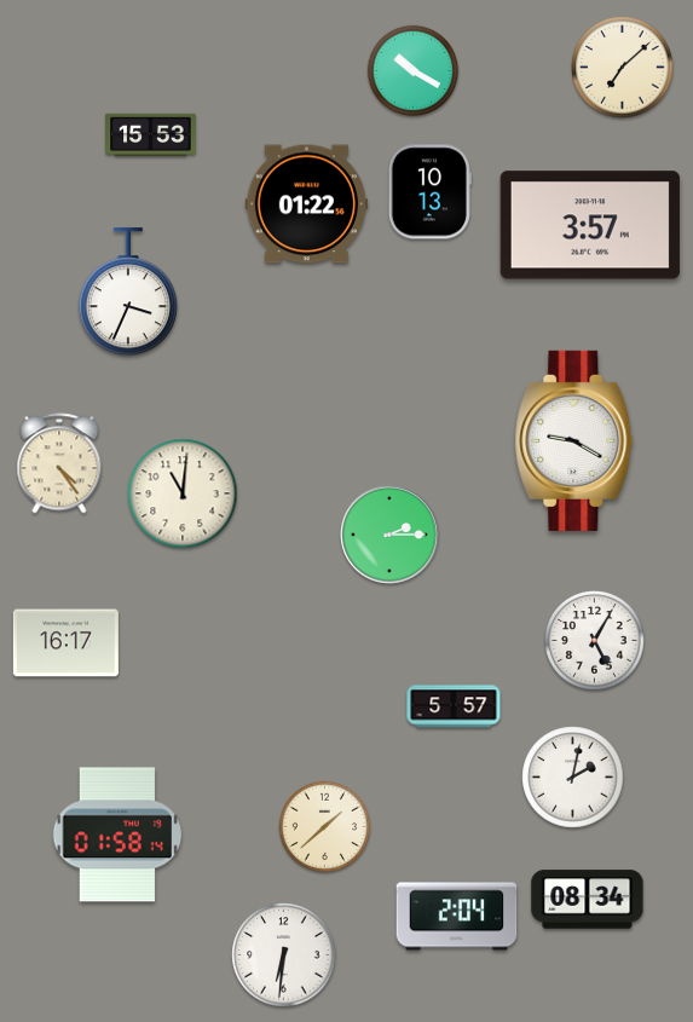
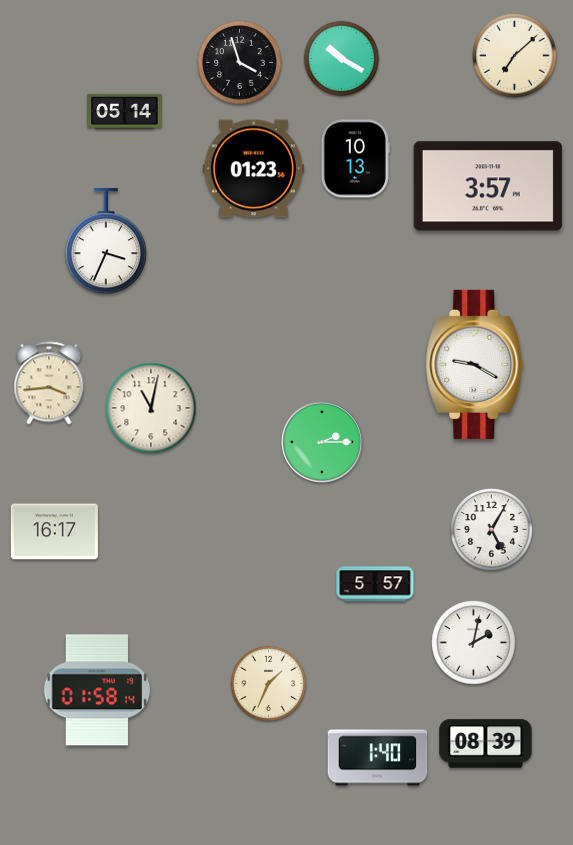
clock at (240, 63): none -> 3:57
clock at (151, 135): 15:53 -> 05:14
clock at (306, 204): 01:22 -> 01:23
clock at (59, 463): 4:24 -> 3:44
clock at (183, 493): 11:01 -> 11:02
clock at (325, 827): 1:38 -> 1:34
clock at (588, 900): 08:34 -> 08:39
clock at (457, 917): 2:04 -> 1:40
clock at (284, 955): 6:31 -> none
